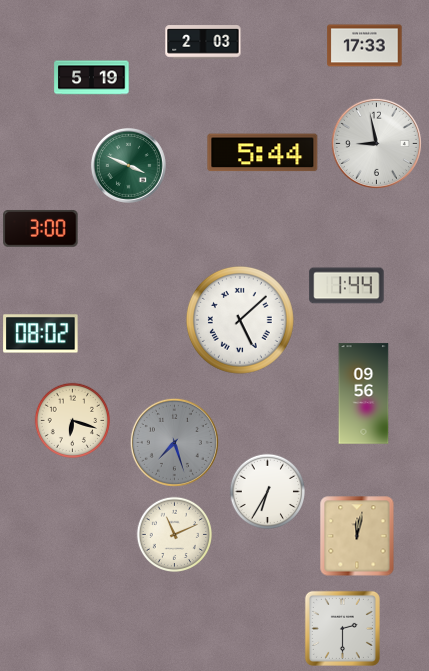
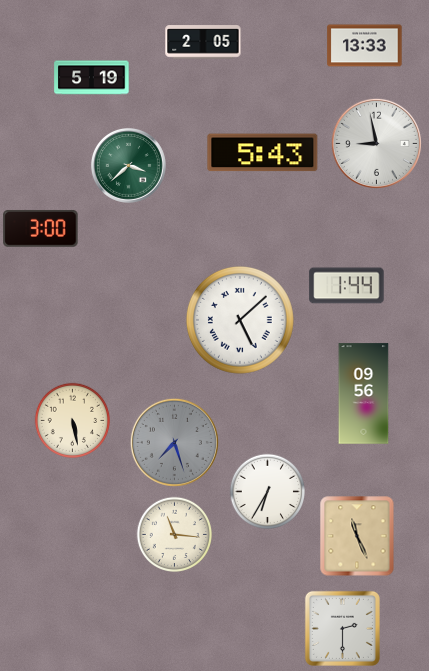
clock at (203, 42): 2:03 -> 2:05
clock at (365, 46): 17:33 -> 13:33
clock at (263, 153): 5:44 -> 5:43
clock at (128, 165): 3:49 -> 3:38
clock at (41, 334): 08:02 -> none
clock at (73, 421): 6:18 -> 5:28
clock at (175, 535): 11:11 -> 11:16
clock at (357, 536): 12:02 -> 11:26
